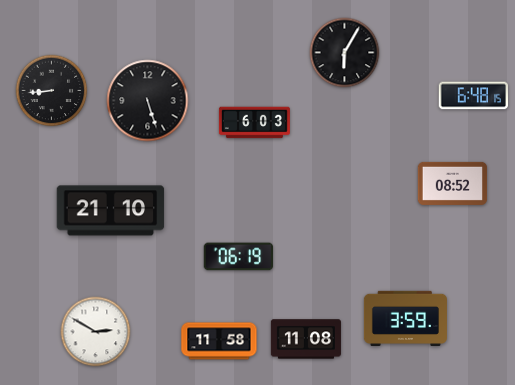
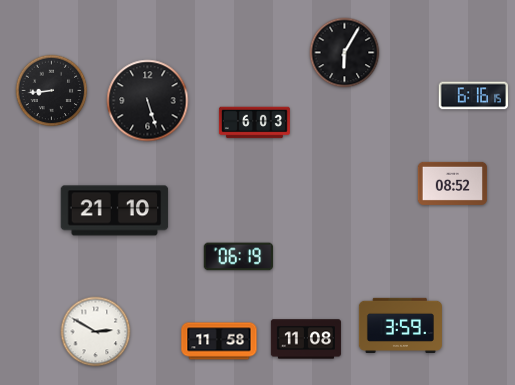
clock at (473, 96): 6:48 -> 6:16
clock at (111, 211) position: (111, 211) -> (115, 211)
clock at (405, 318) position: (405, 318) -> (400, 325)
